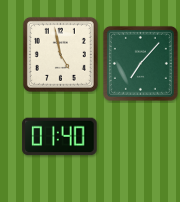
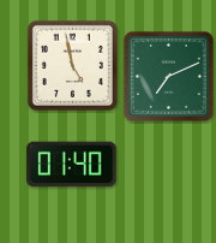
clock at (140, 63): 7:07 -> 7:11
